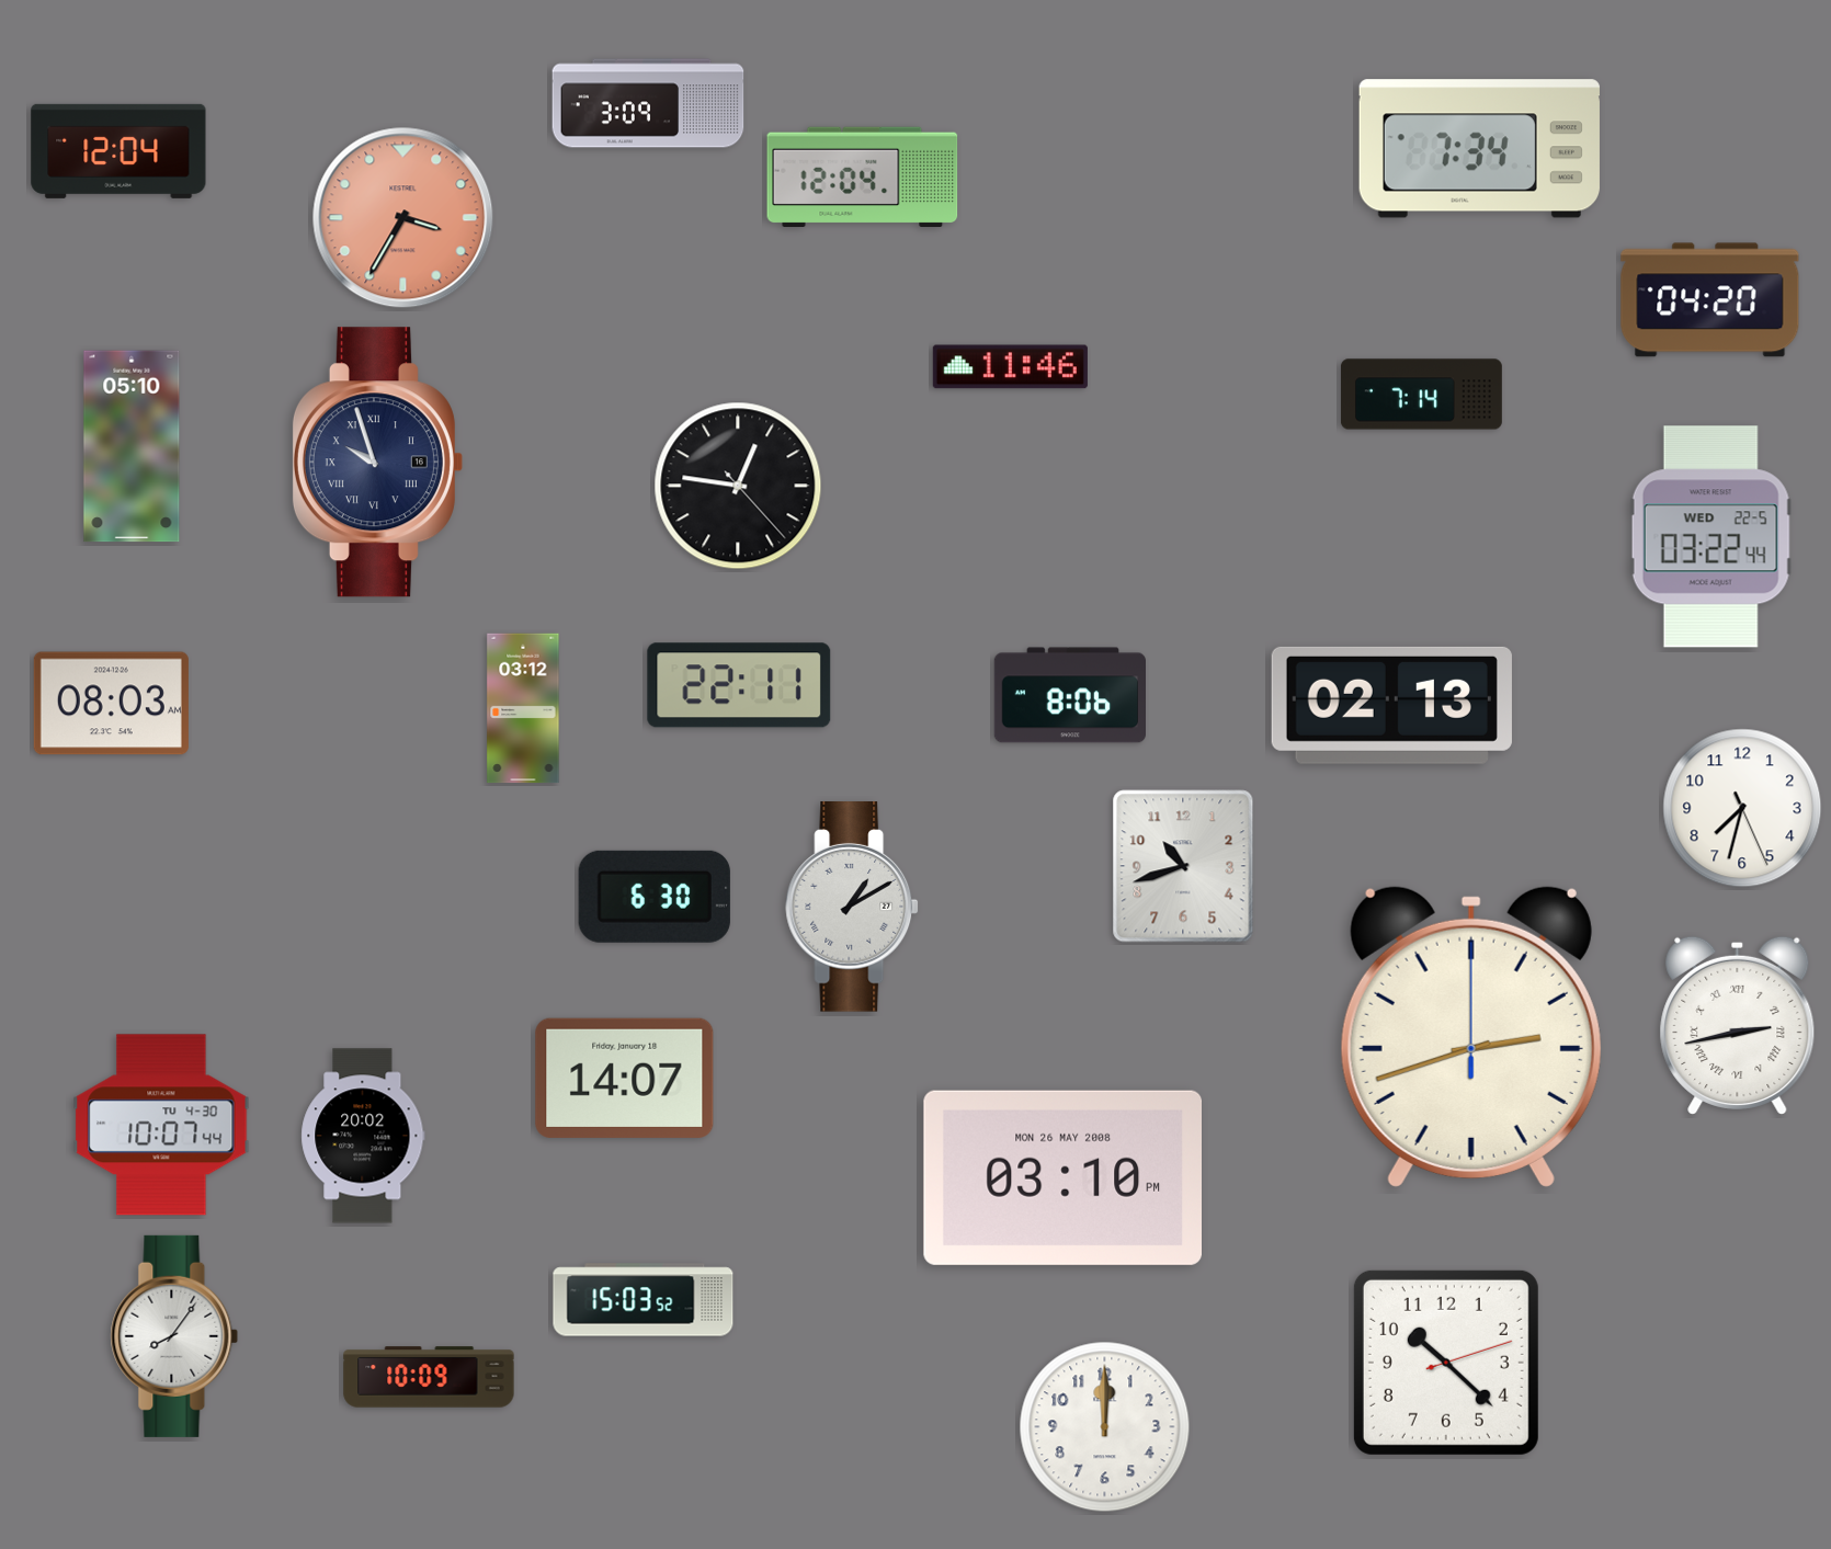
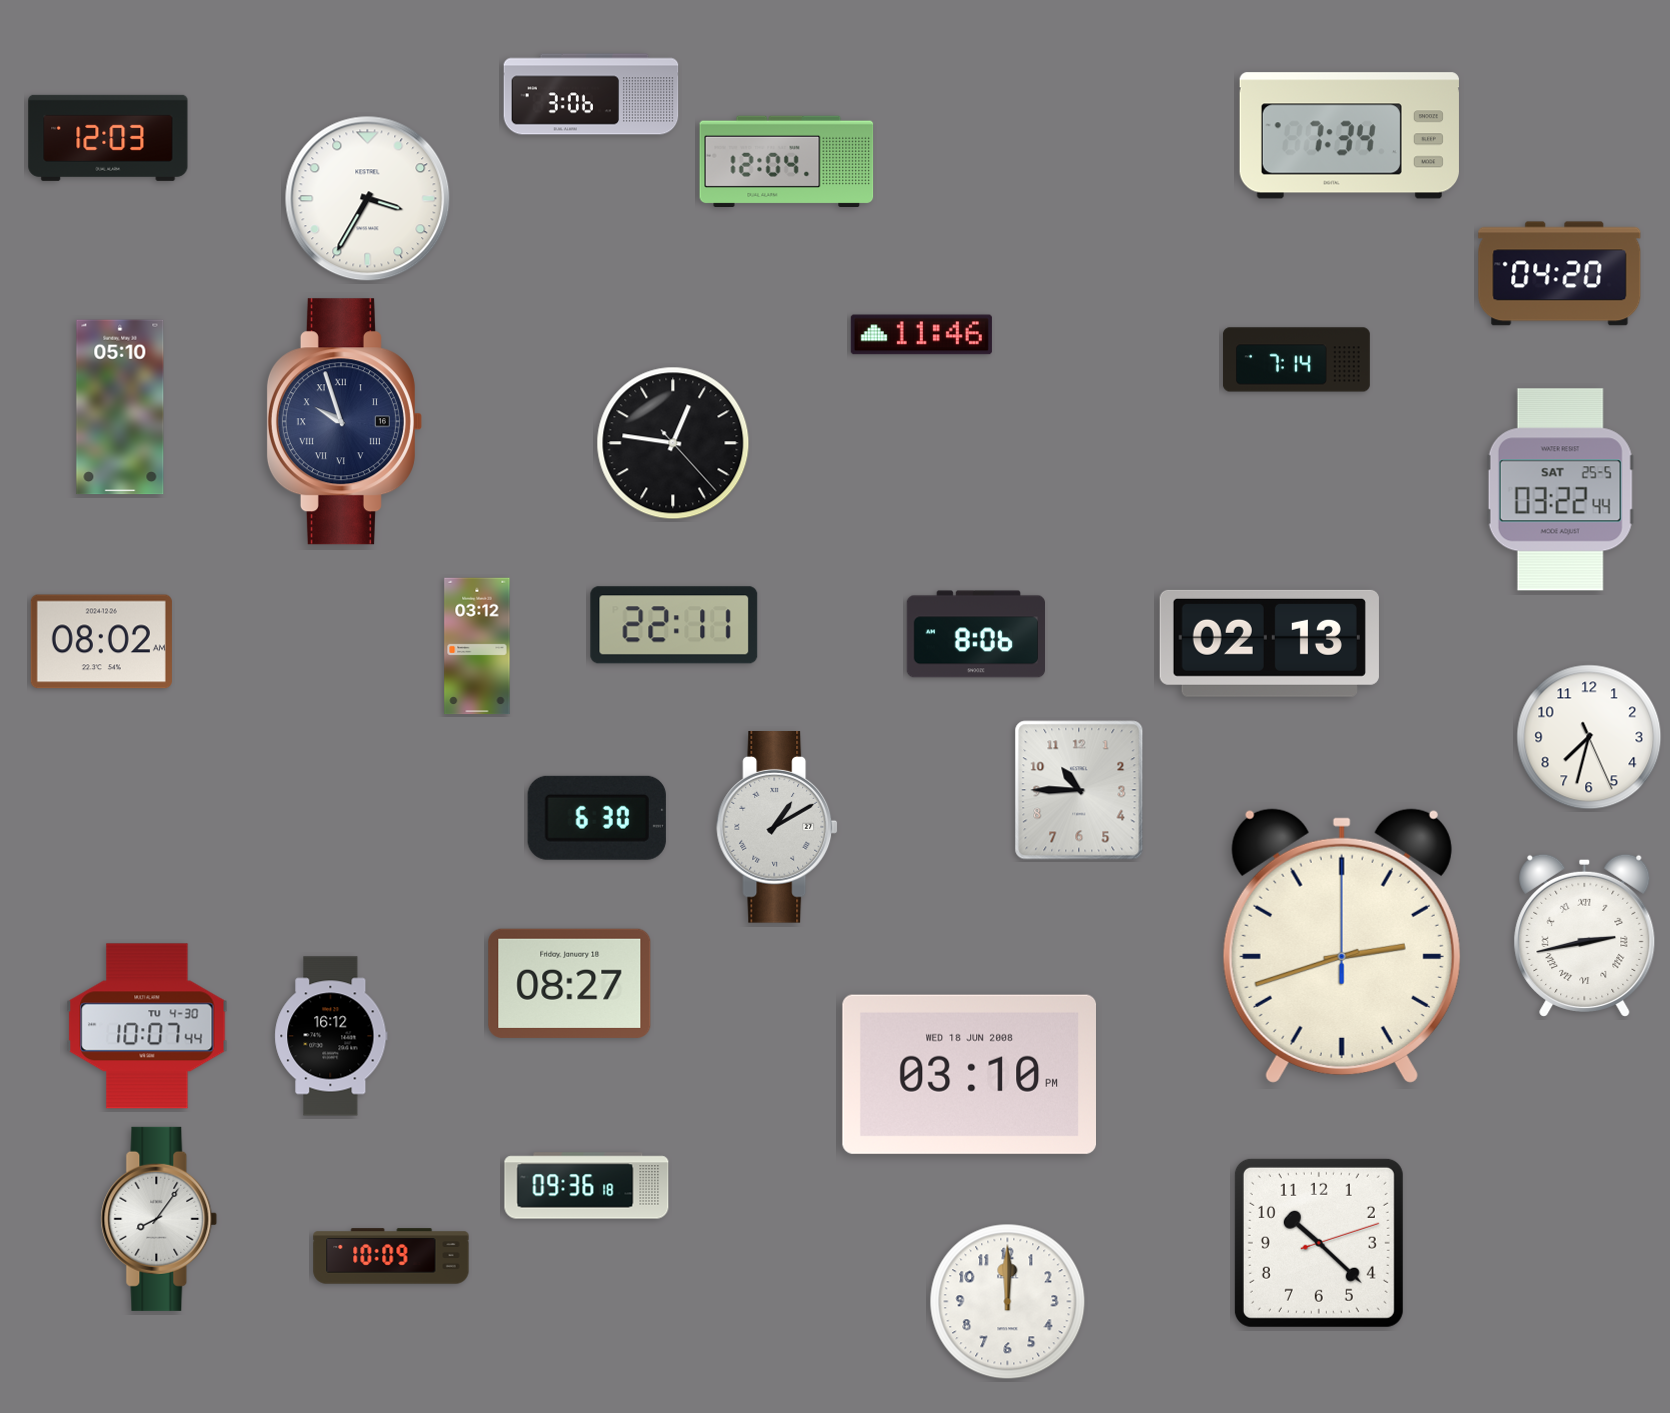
clock at (648, 103): 3:09 -> 3:06
clock at (118, 151): 12:04 -> 12:03
clock at (403, 218) dial: salmon -> white
clock at (1710, 537) date: WED 22-5 -> SAT 25-5
clock at (111, 704): 08:03 -> 08:02
clock at (1183, 866): 10:42 -> 10:45
clock at (625, 1078): 14:07 -> 08:27
clock at (363, 1136): 20:02 -> 16:12
clock at (1062, 1177) date: MON 26 MAY 2008 -> WED 18 JUN 2008
clock at (644, 1300): 15:03 -> 09:36
